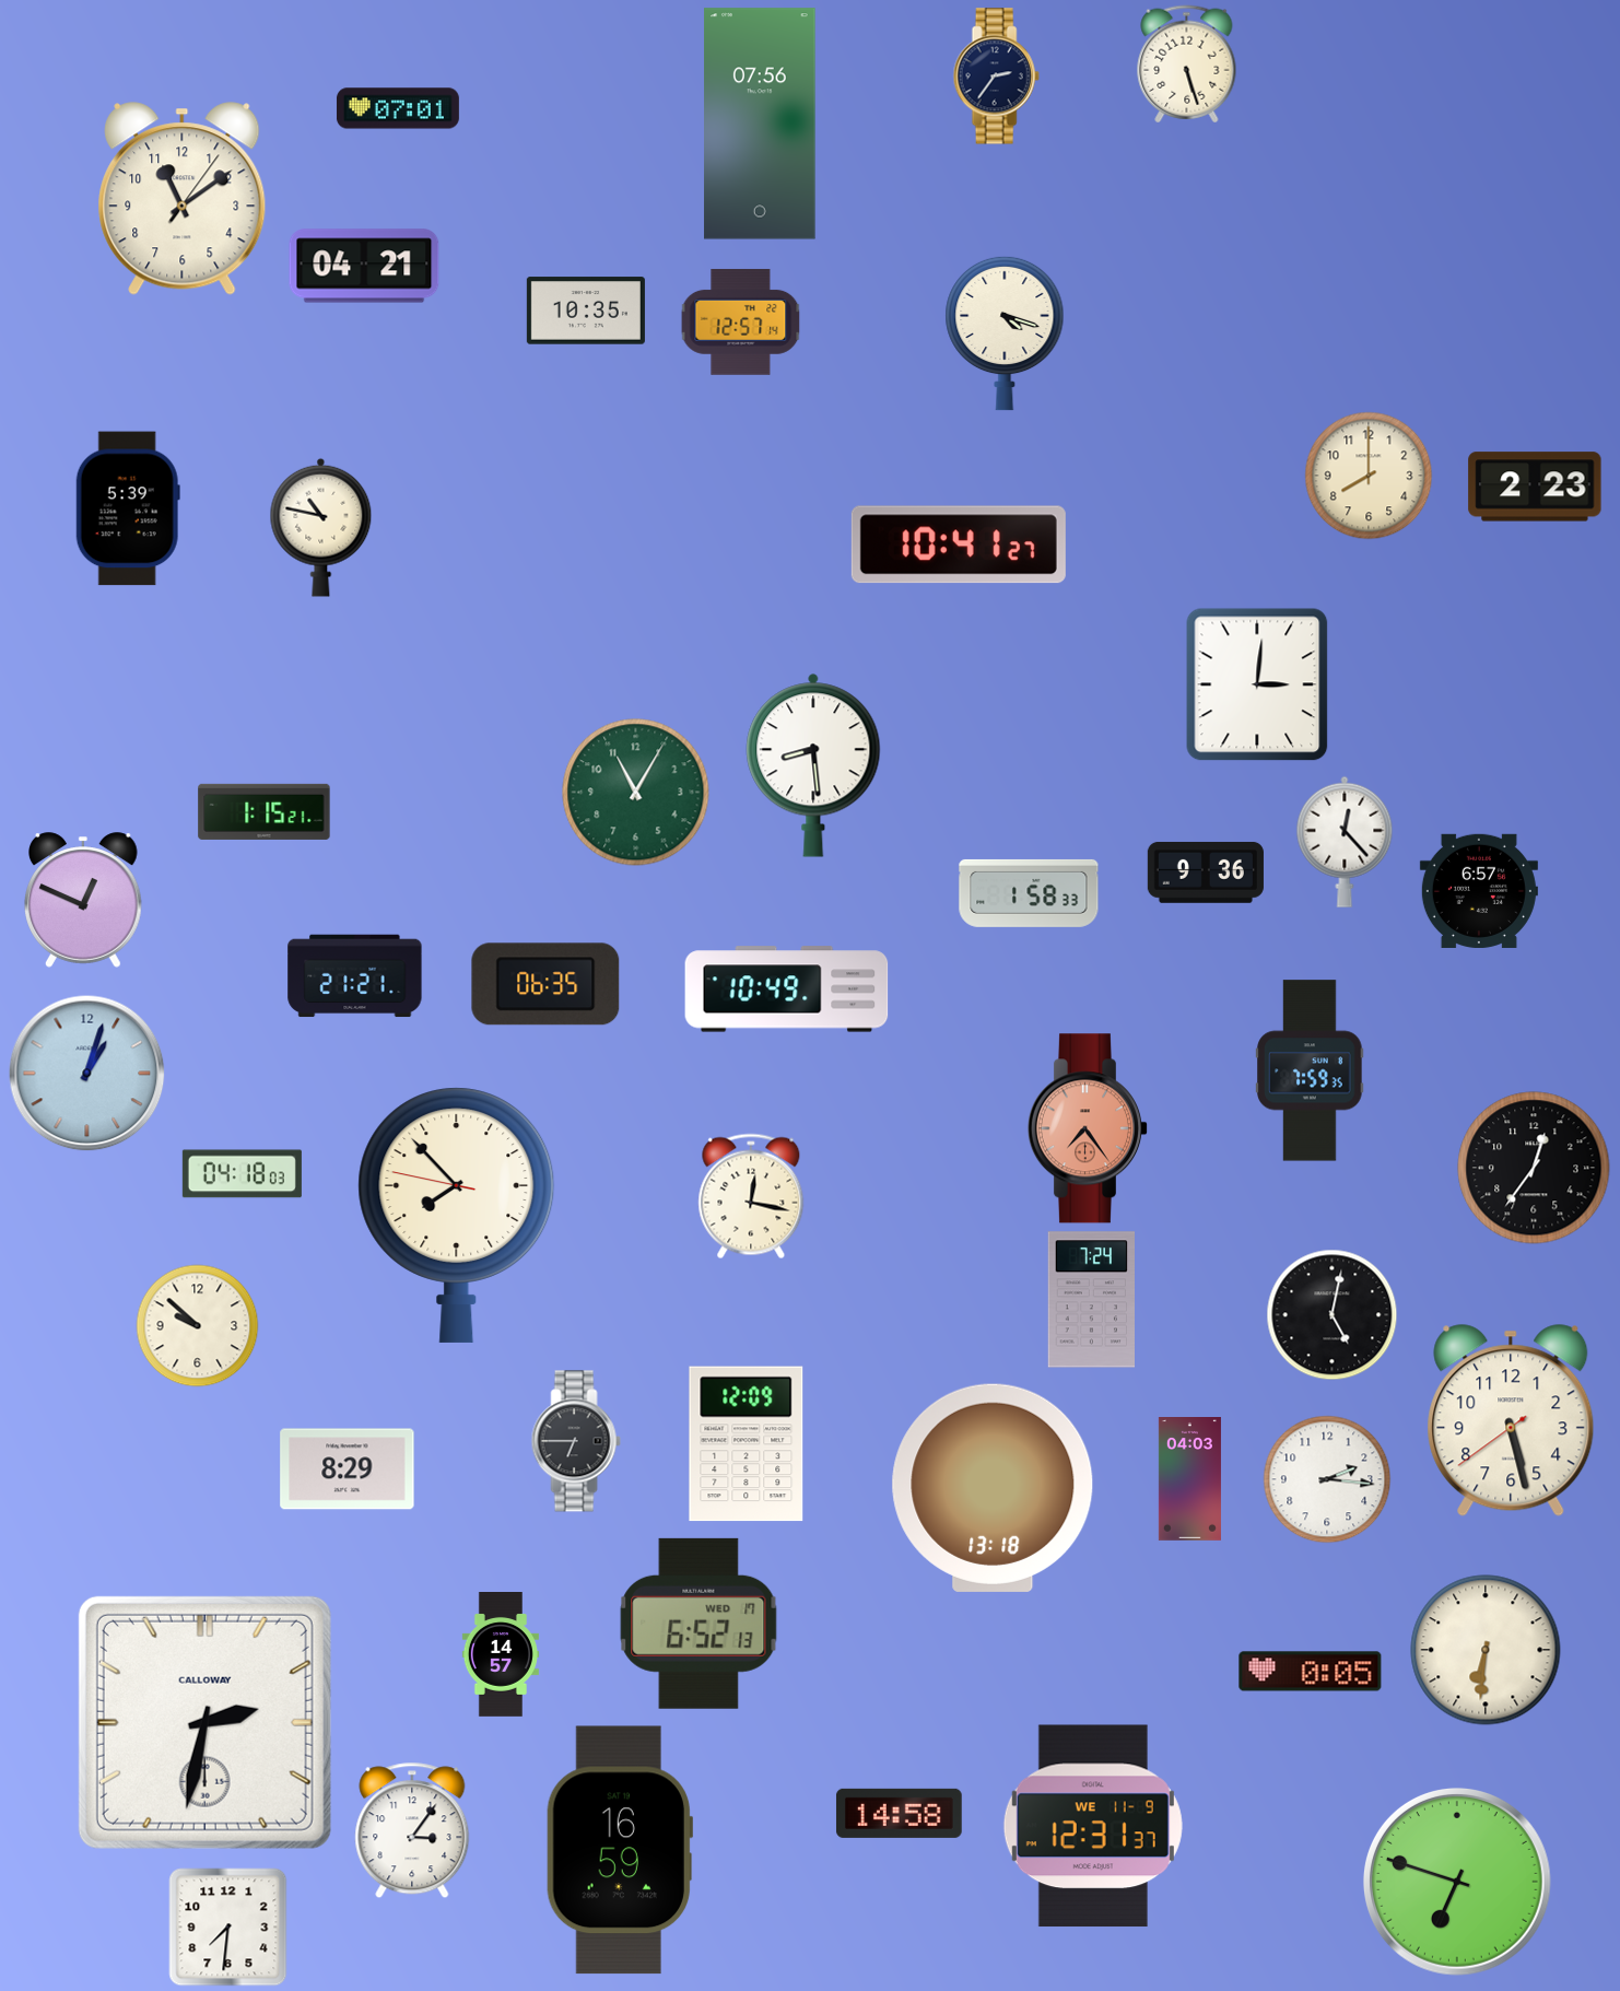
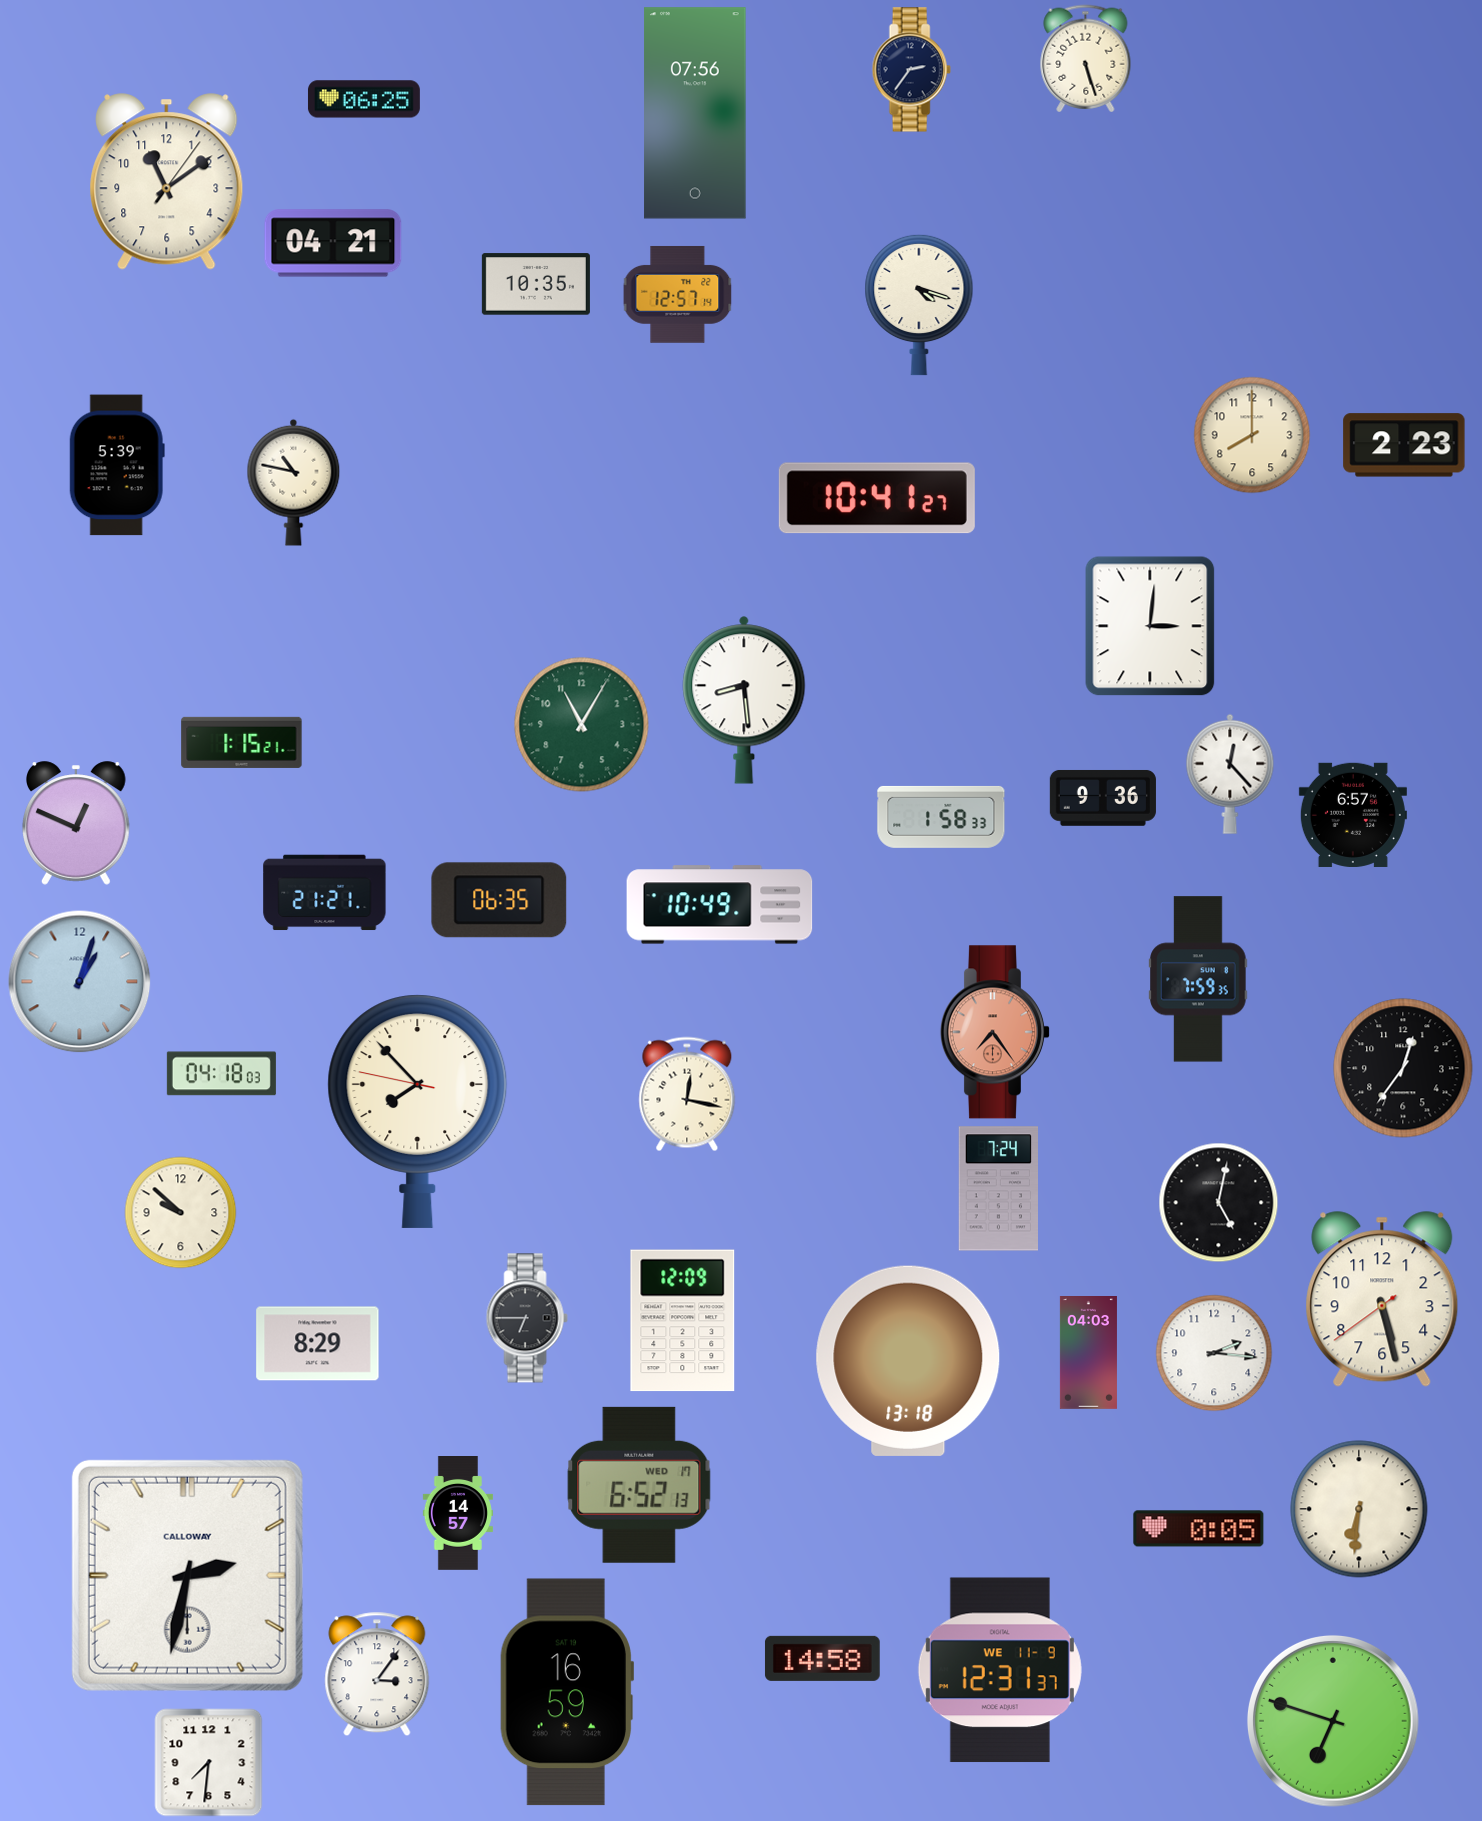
clock at (398, 108): 07:01 -> 06:25
clock at (1345, 842) position: (1345, 842) -> (1230, 774)
